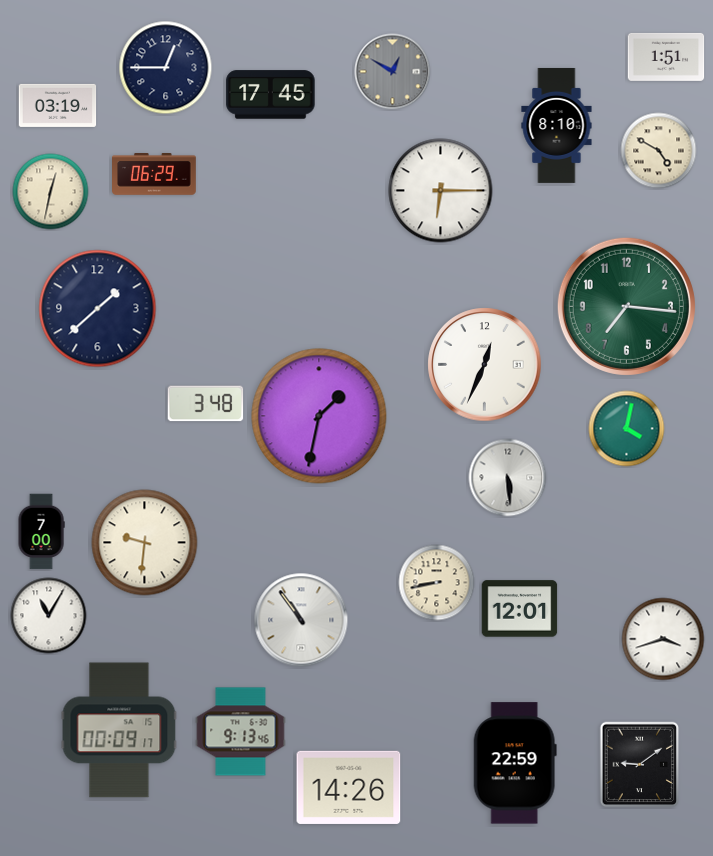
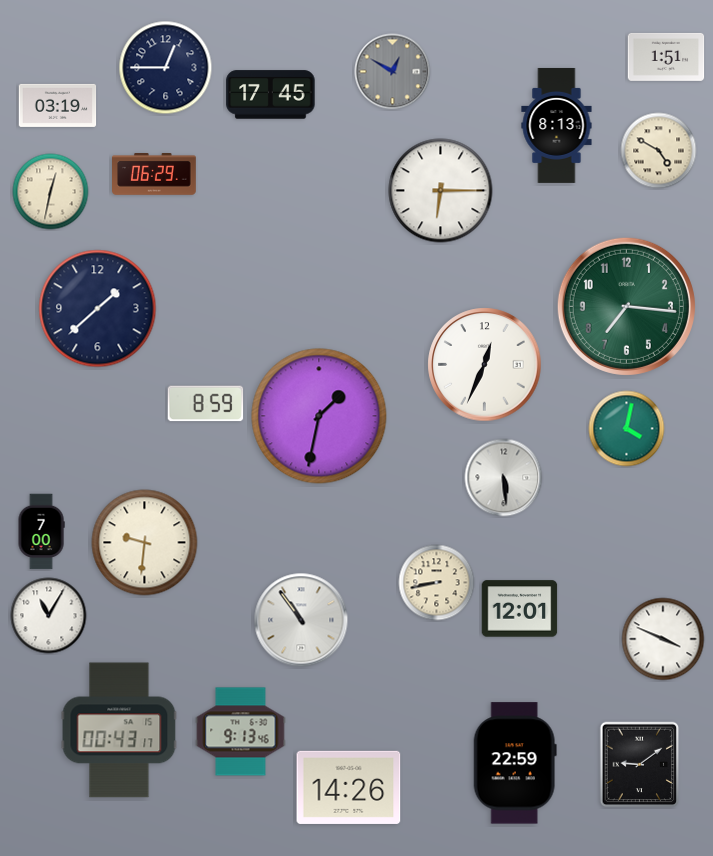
clock at (557, 125): 8:10 -> 8:13
clock at (206, 404): 3:48 -> 8:59
clock at (508, 478) position: (508, 478) -> (504, 478)
clock at (663, 639): 3:42 -> 3:49
clock at (119, 730): 00:09 -> 00:43
